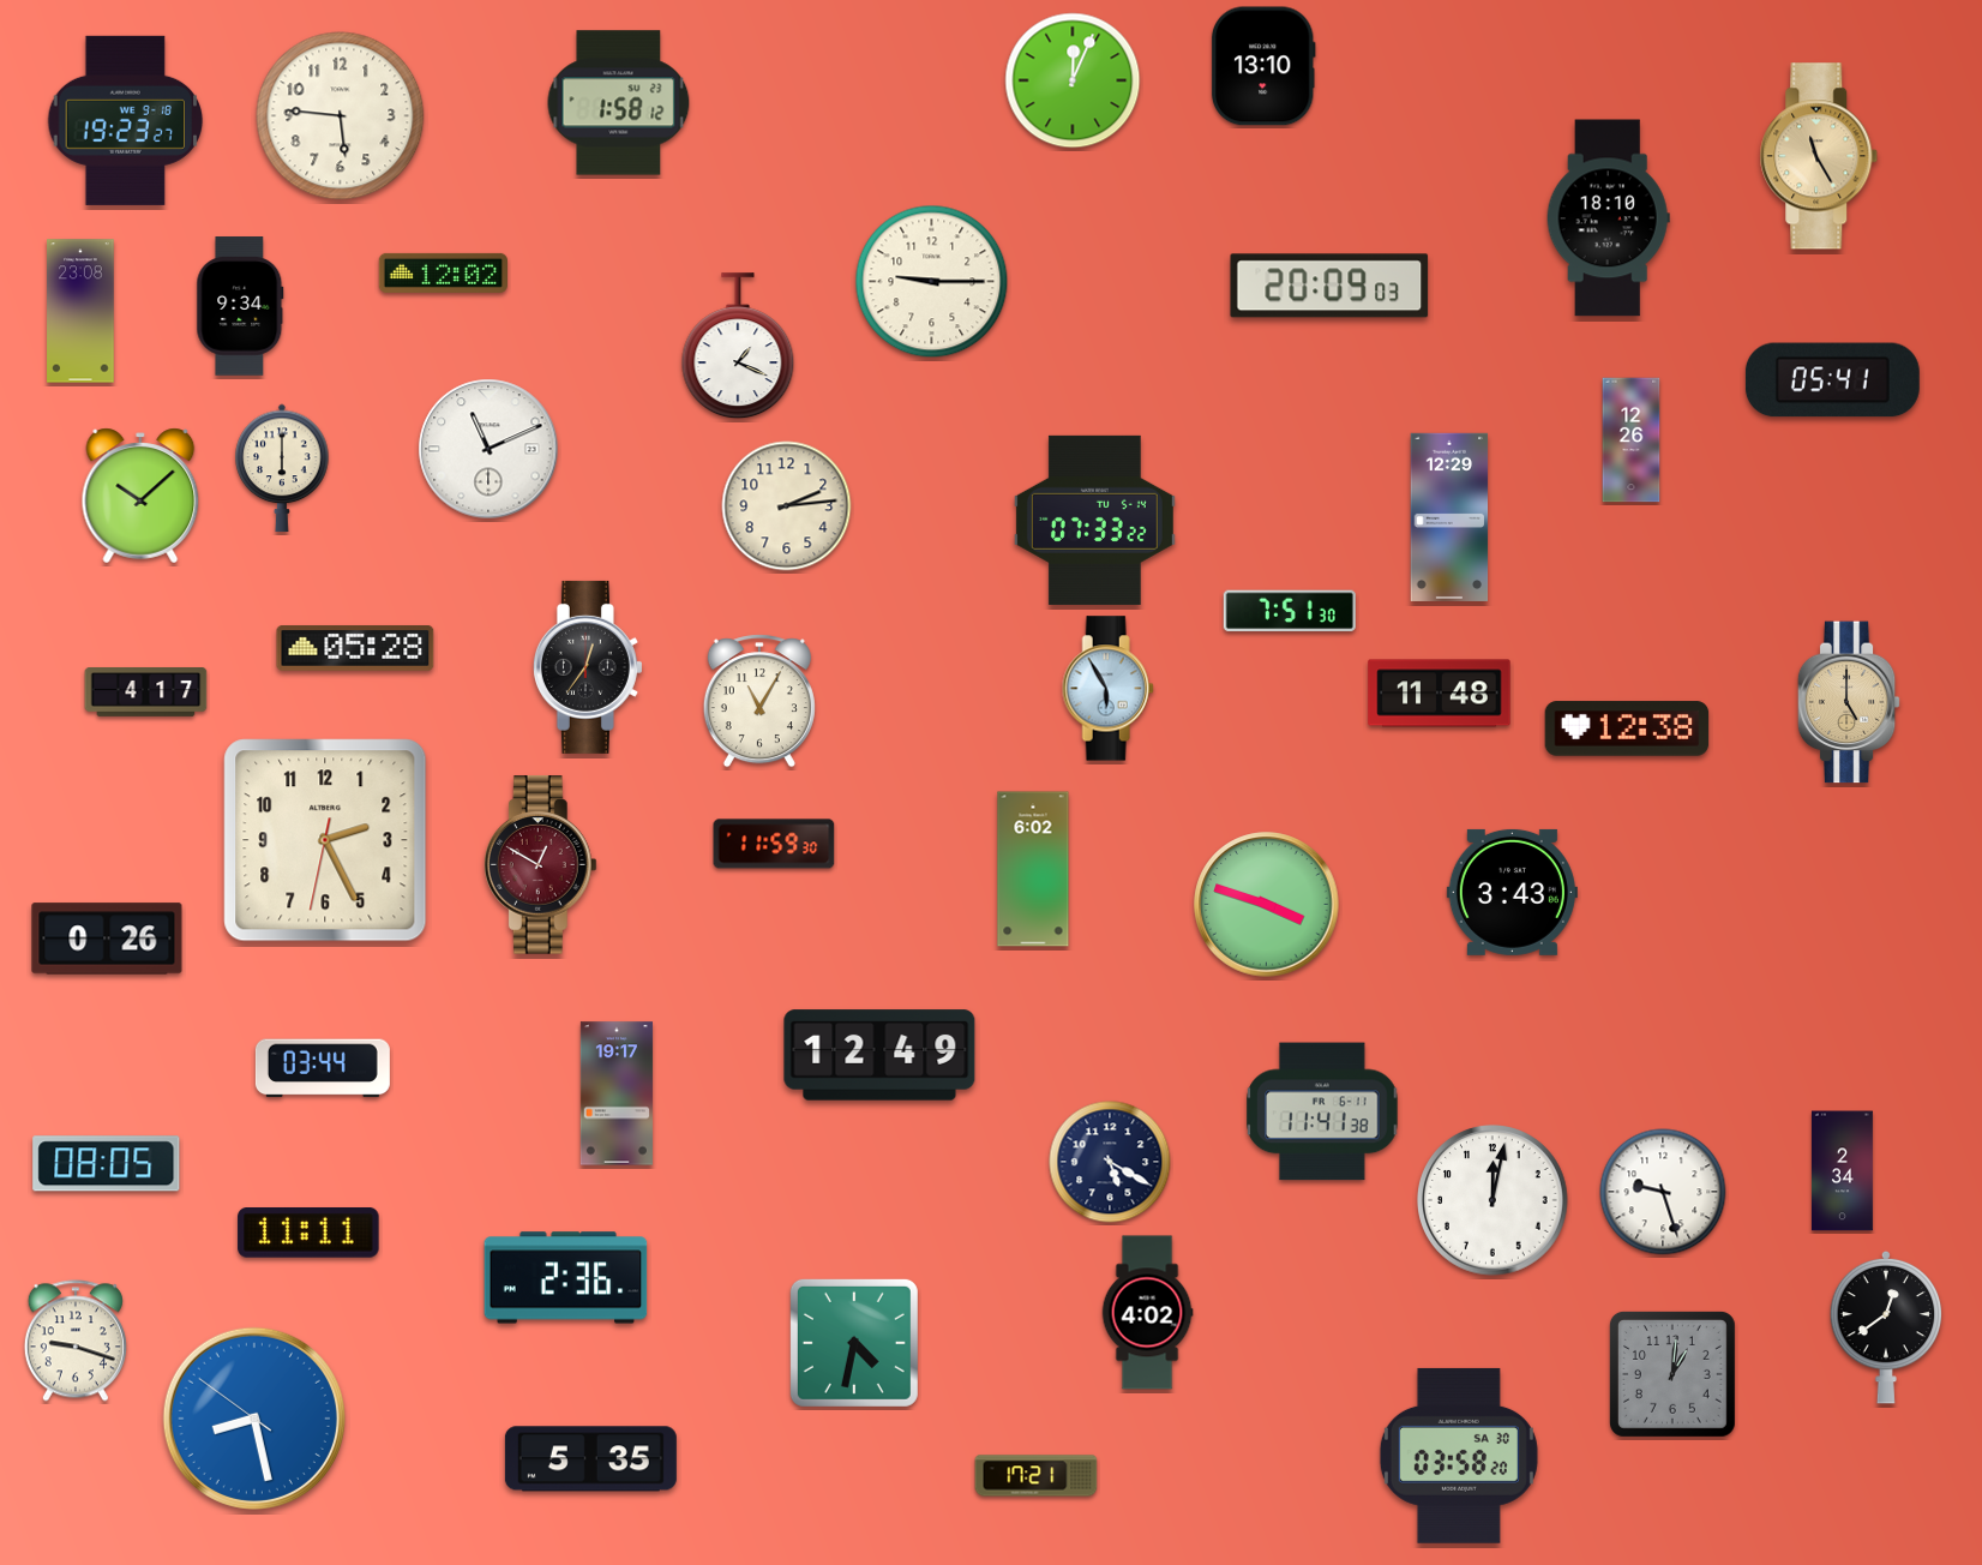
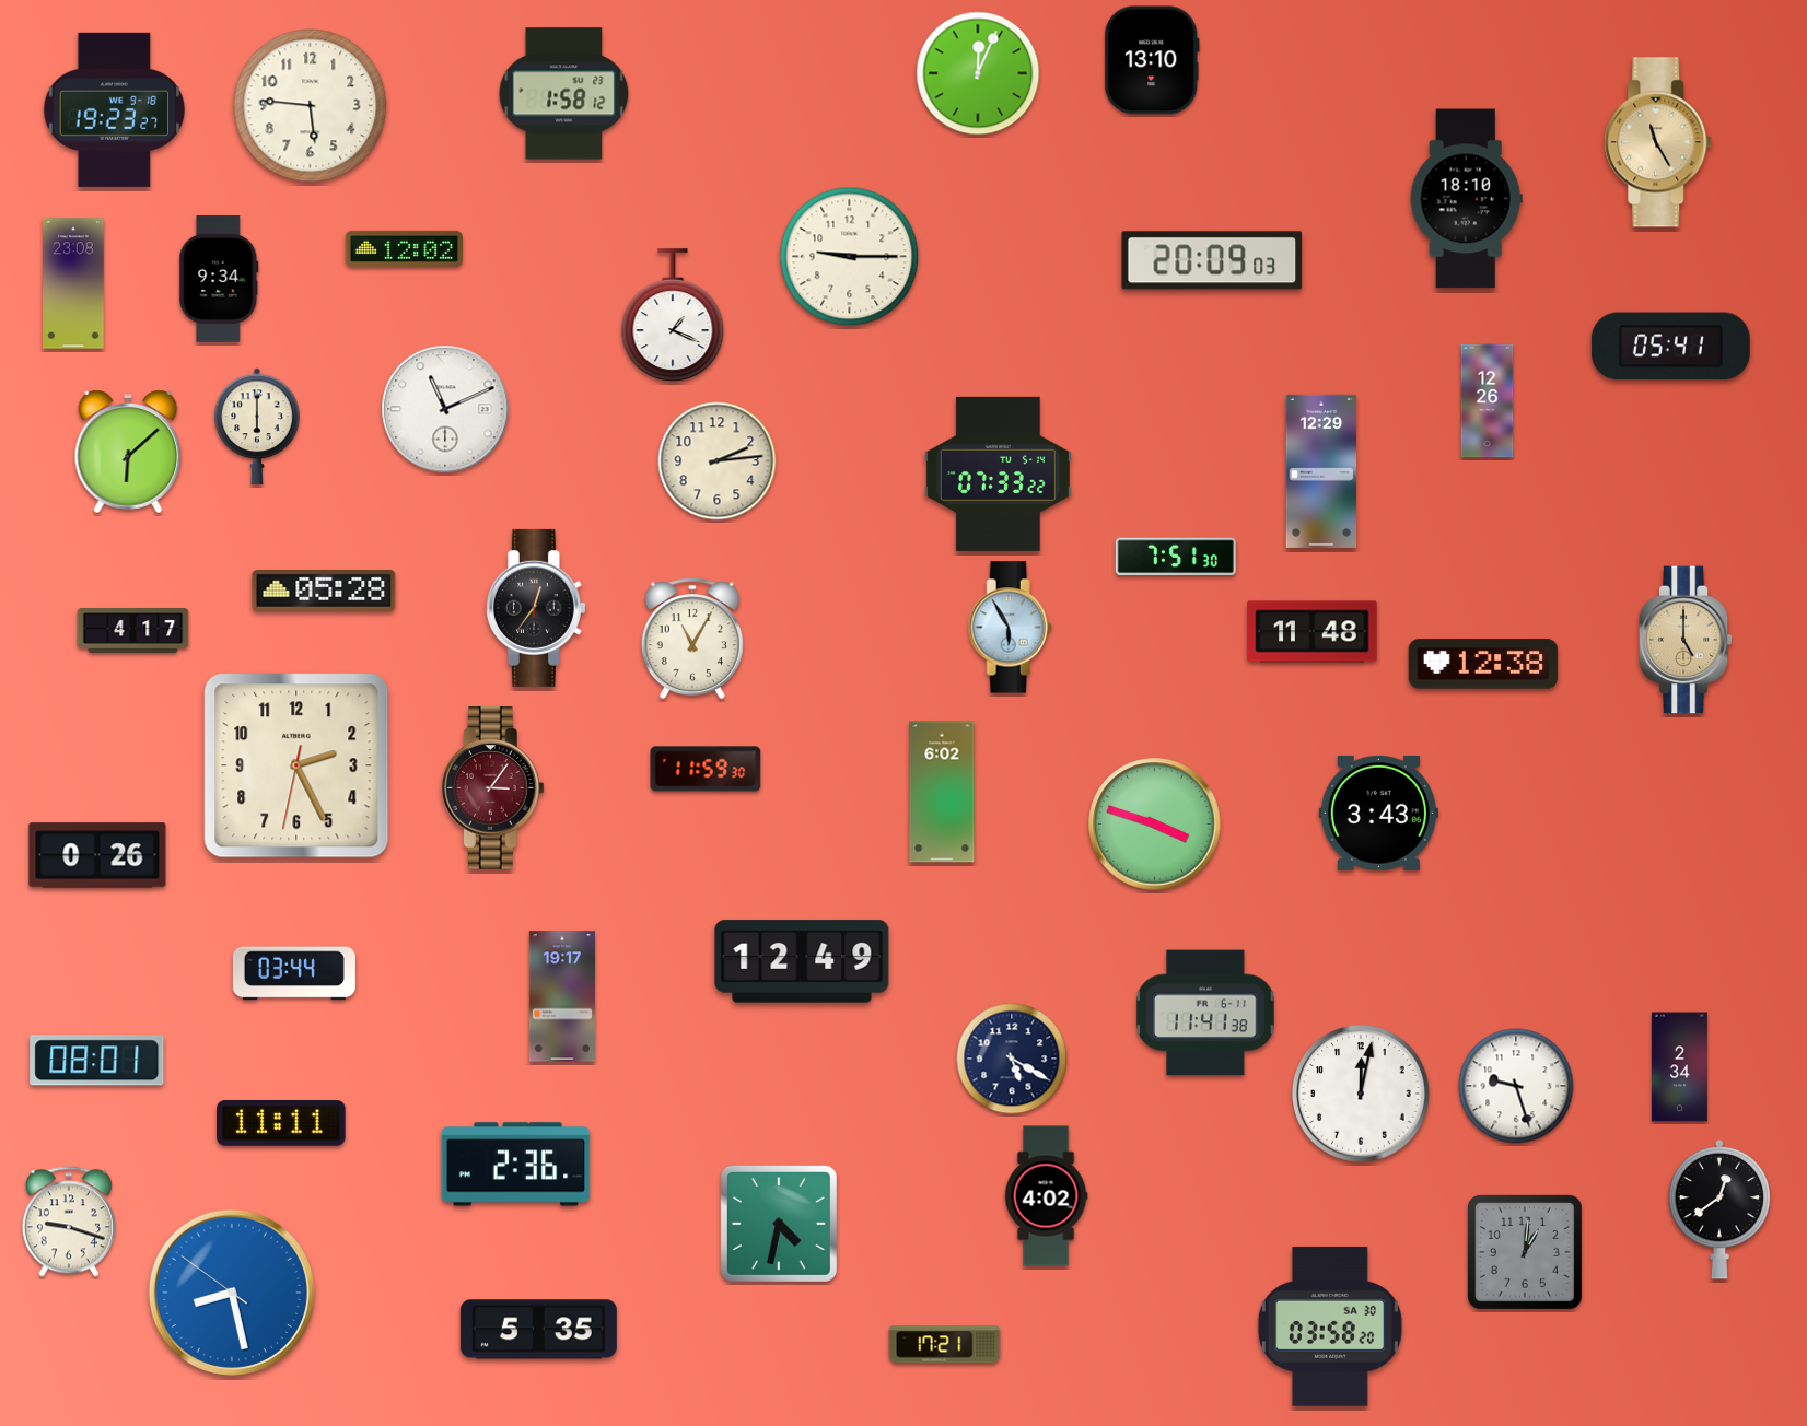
clock at (140, 496): 10:08 -> 6:08
clock at (540, 865): 12:50 -> 3:06
clock at (107, 1164): 08:05 -> 08:01
